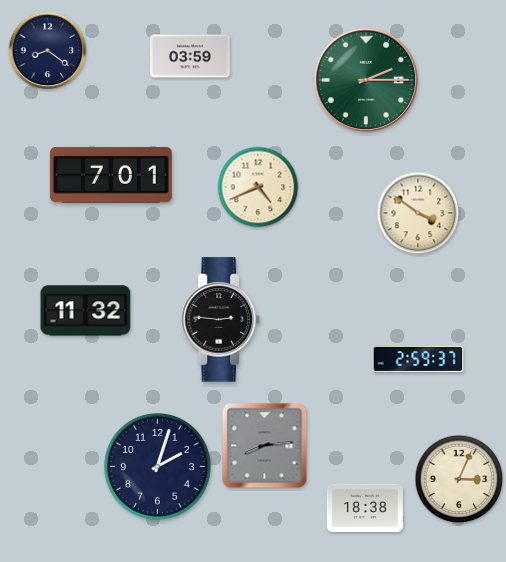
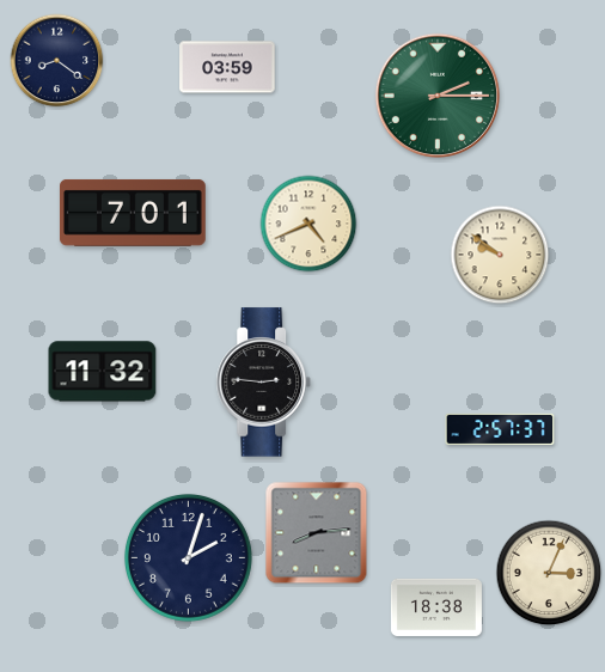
clock at (111, 175) position: (111, 175) -> (133, 213)
clock at (418, 213): 3:51 -> 9:51
clock at (418, 358): 2:59 -> 2:57
